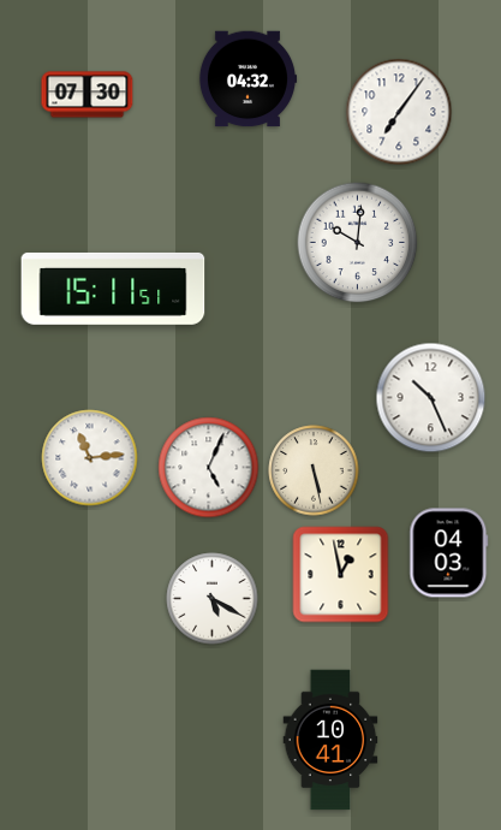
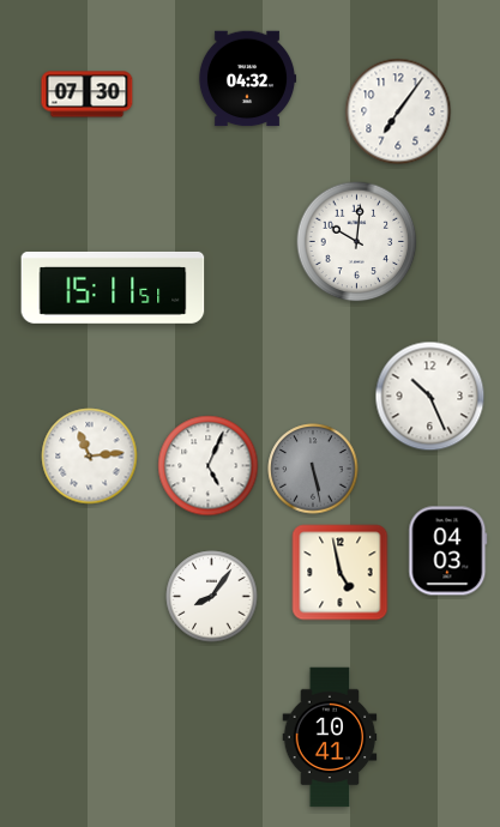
clock at (314, 470) dial: cream -> grey
clock at (341, 575): 12:58 -> 4:58
clock at (213, 599): 5:20 -> 8:06
